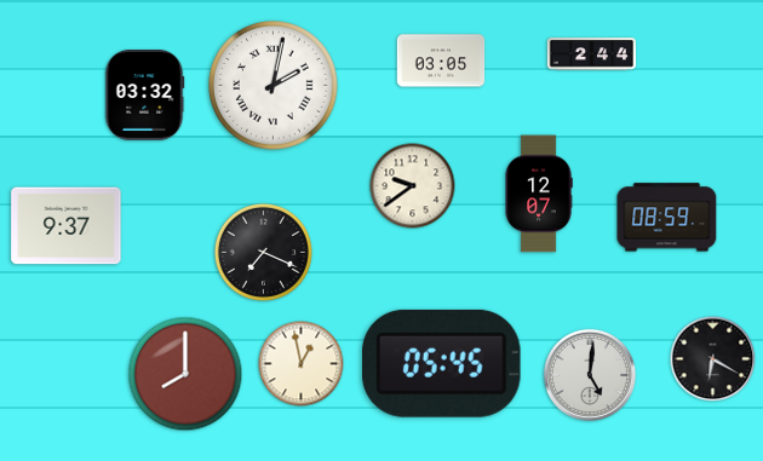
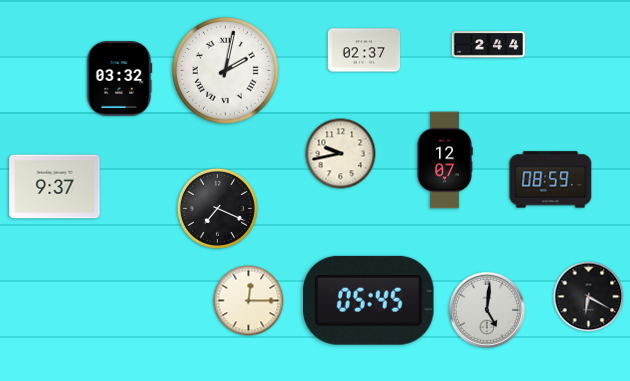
clock at (441, 60): 03:05 -> 02:37
clock at (413, 186): 9:39 -> 9:43
clock at (442, 363) position: (442, 363) -> (369, 300)
clock at (302, 364): 12:58 -> 12:15
clock at (185, 374): 8:00 -> none
